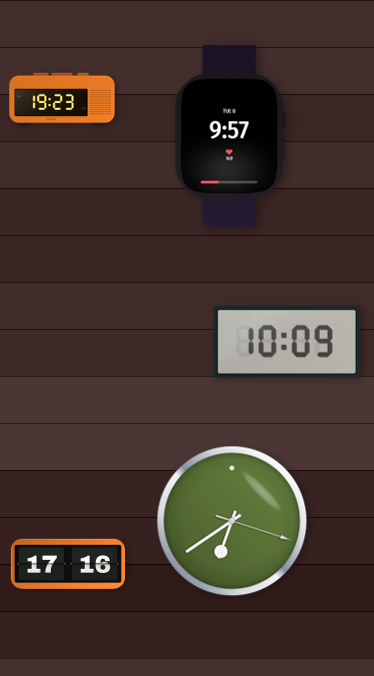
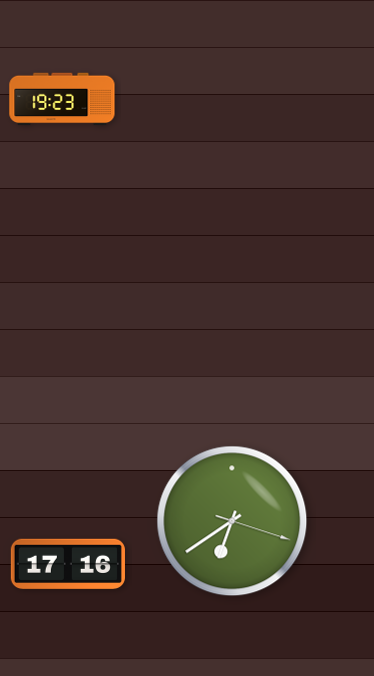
clock at (230, 136): 9:57 -> none
clock at (287, 342): 10:09 -> none
